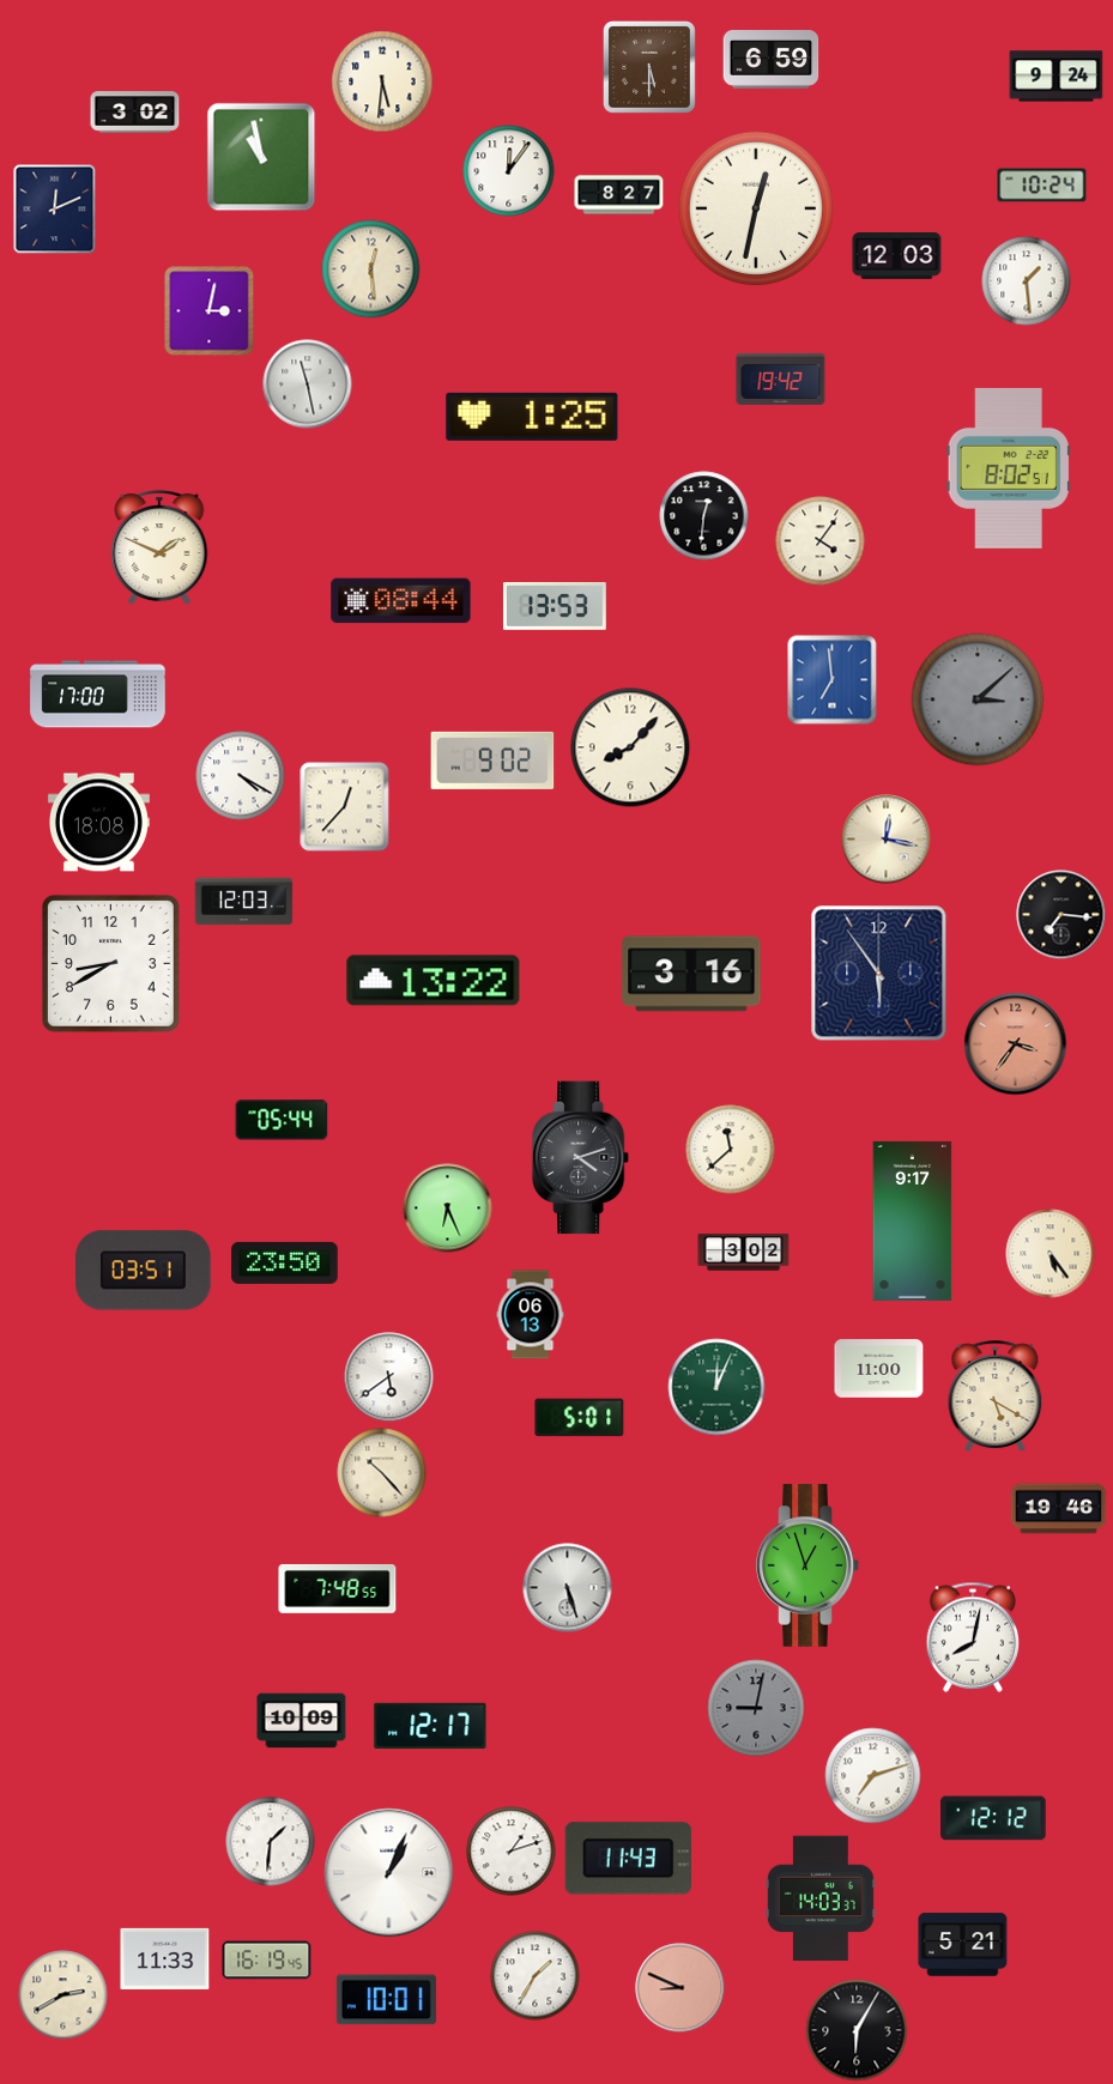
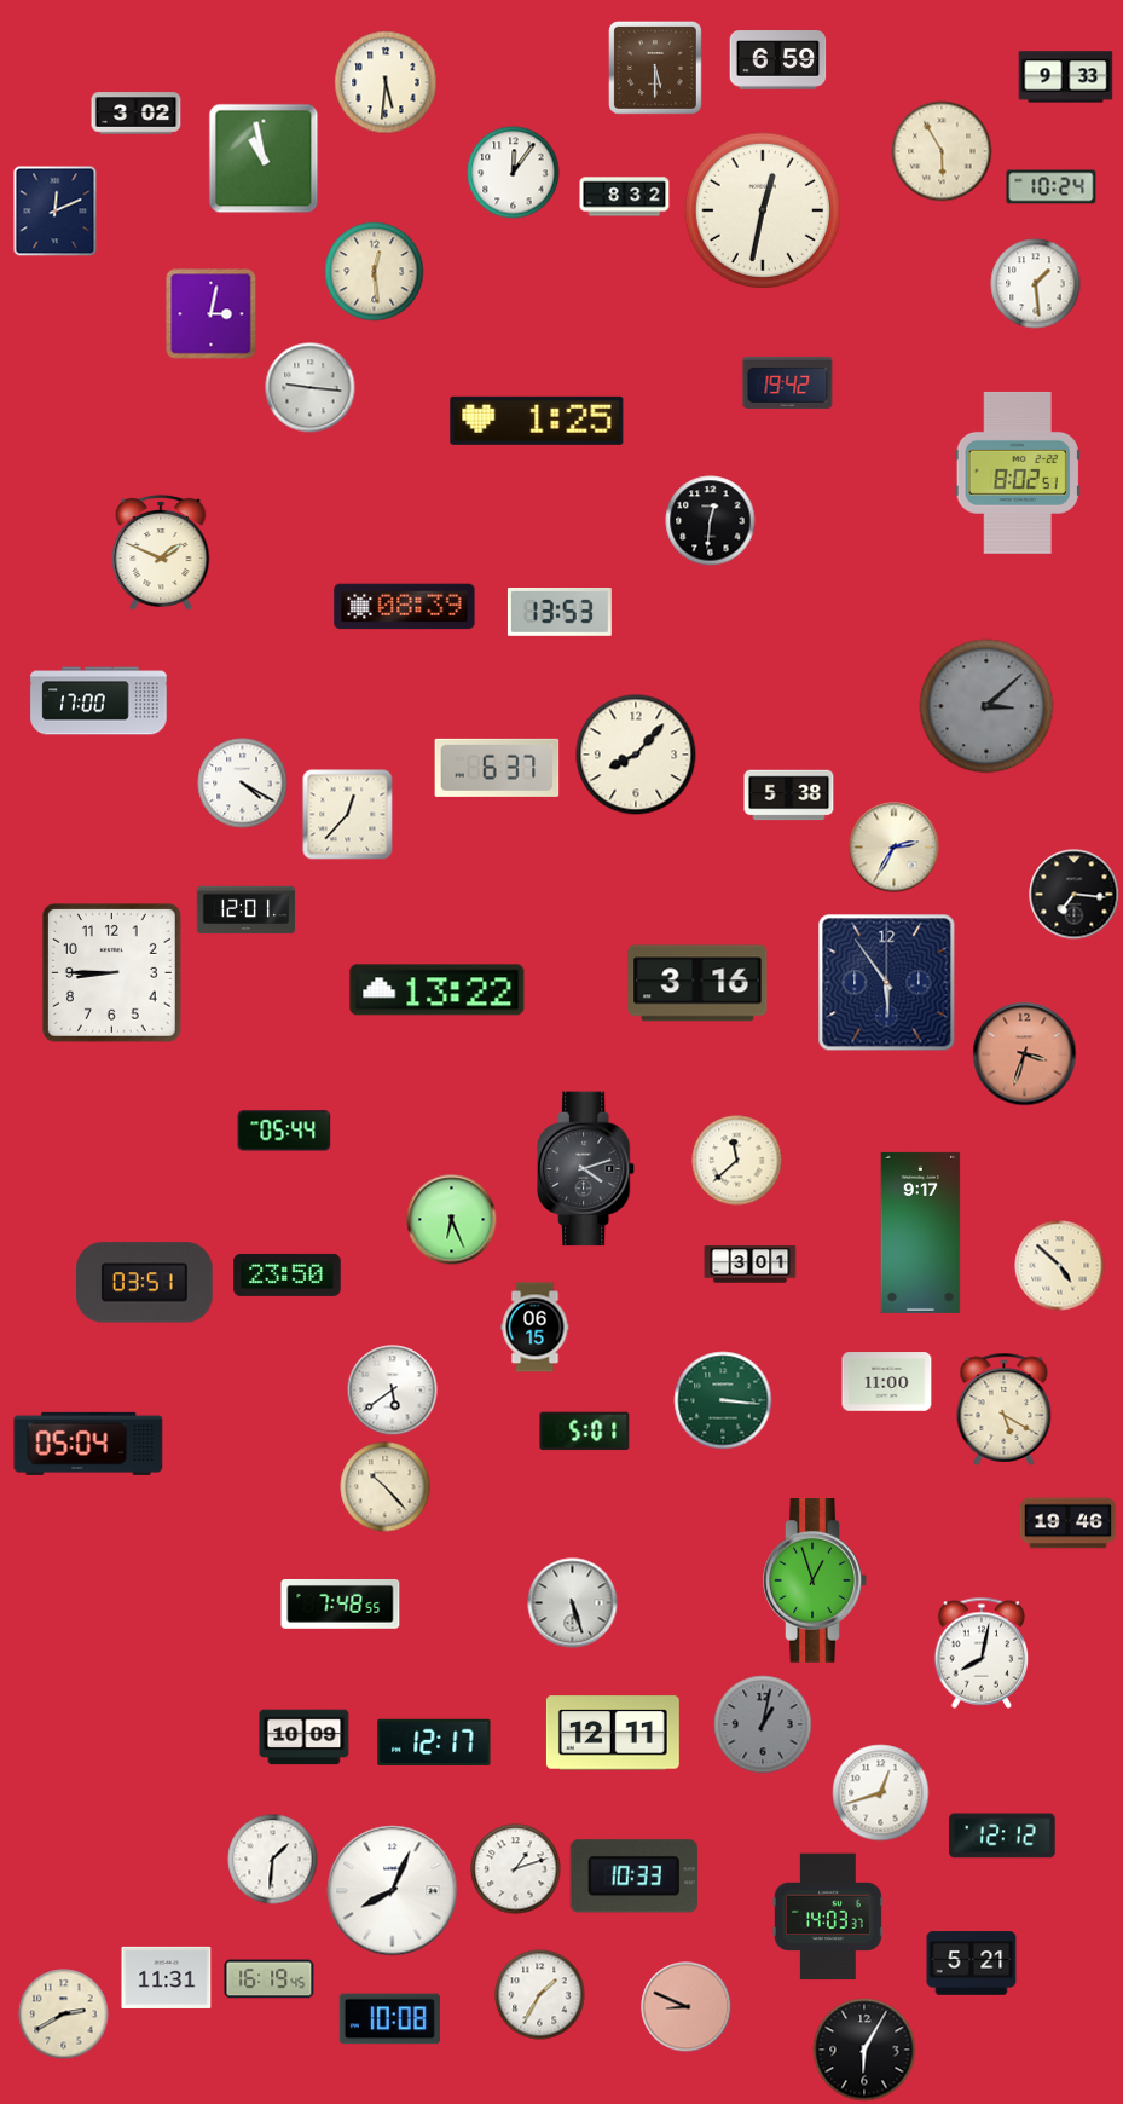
clock at (1057, 77): 9:24 -> 9:33
clock at (942, 151): none -> 5:55
clock at (619, 195): 8:27 -> 8:32
clock at (897, 256): 12:03 -> none
clock at (308, 384): 11:28 -> 9:16
clock at (821, 541): 4:06 -> none
clock at (401, 601): 08:44 -> 08:39
clock at (833, 680): 6:59 -> none
clock at (492, 761): 9:02 -> 6:37
clock at (789, 796): none -> 5:38
clock at (98, 823): 18:08 -> none
clock at (887, 840): 12:17 -> 2:35
clock at (244, 902): 12:03 -> 12:01
clock at (1061, 915) position: (1061, 915) -> (1075, 895)
clock at (111, 964): 8:40 -> 8:45
clock at (1016, 1044): 3:36 -> 3:33
clock at (744, 1253): 3:02 -> 3:01
clock at (1051, 1254): 5:24 -> 4:52
clock at (531, 1315): 06:13 -> 06:15
clock at (716, 1387): 12:04 -> 3:16
clock at (88, 1444): none -> 05:04
clock at (756, 1708): 9:02 -> 1:02
clock at (613, 1733): none -> 12:11
clock at (873, 1776): 7:12 -> 12:42
clock at (628, 1859): 11:43 -> 10:33
clock at (389, 1873): 1:04 -> 8:04
clock at (165, 1958): 11:33 -> 11:31
clock at (386, 2000): 10:01 -> 10:08
